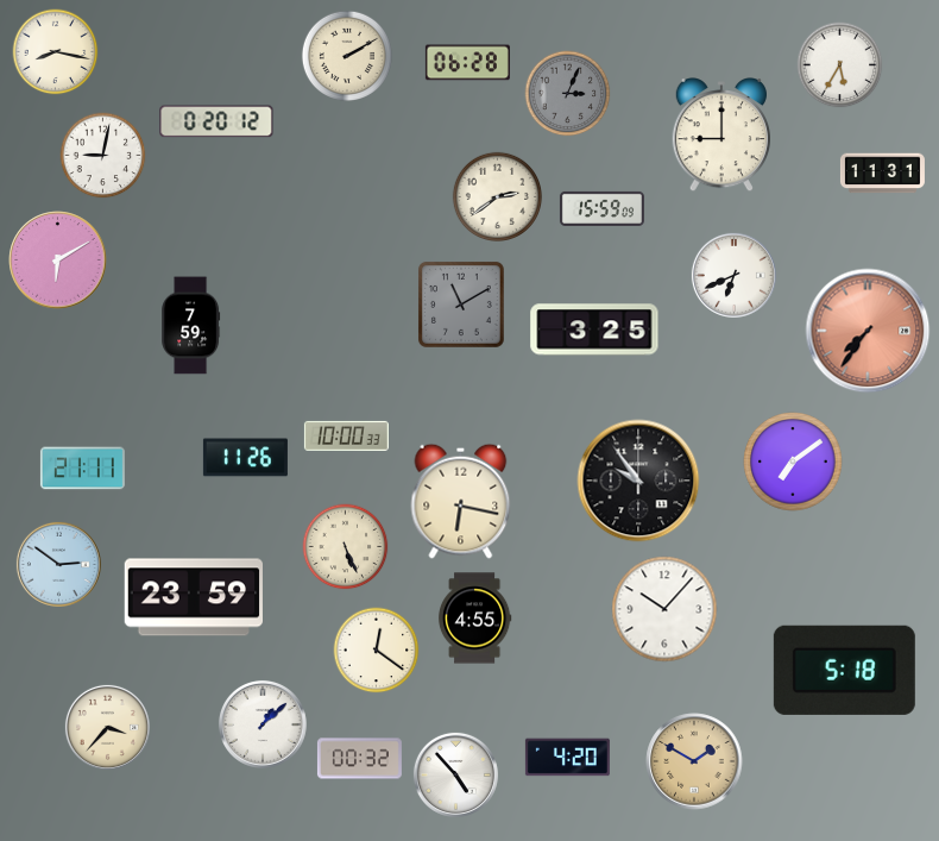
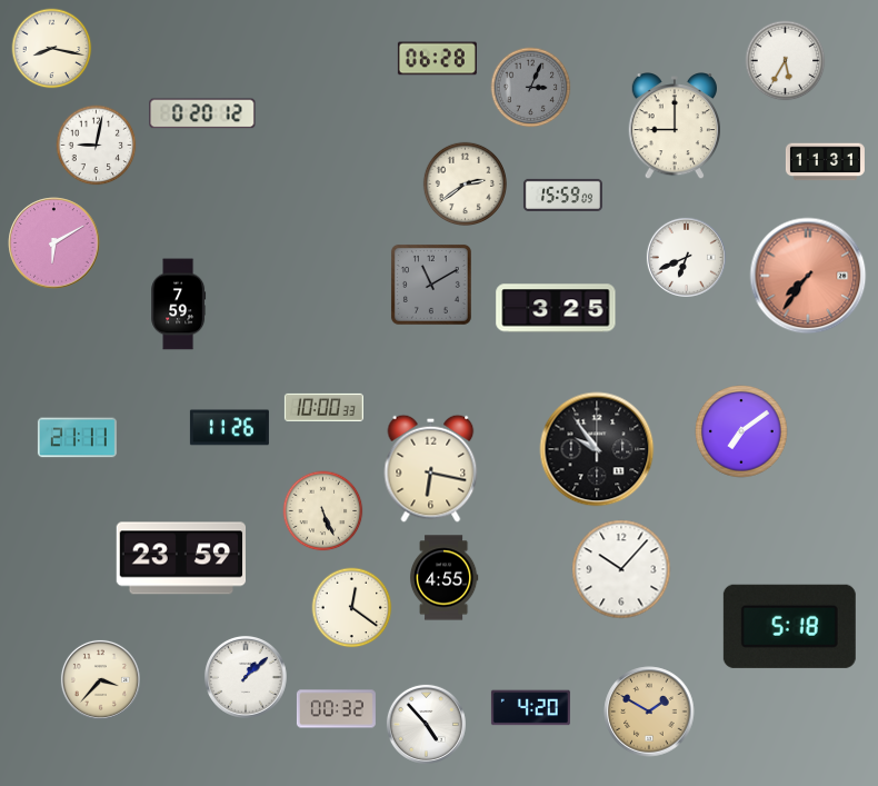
clock at (347, 56): 2:10 -> none
clock at (868, 331) position: (868, 331) -> (808, 276)
clock at (58, 564): 2:51 -> none
